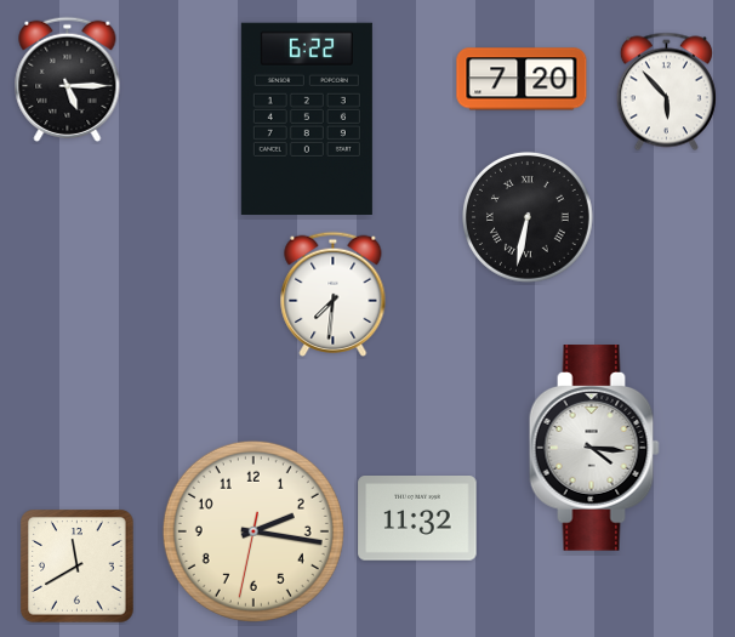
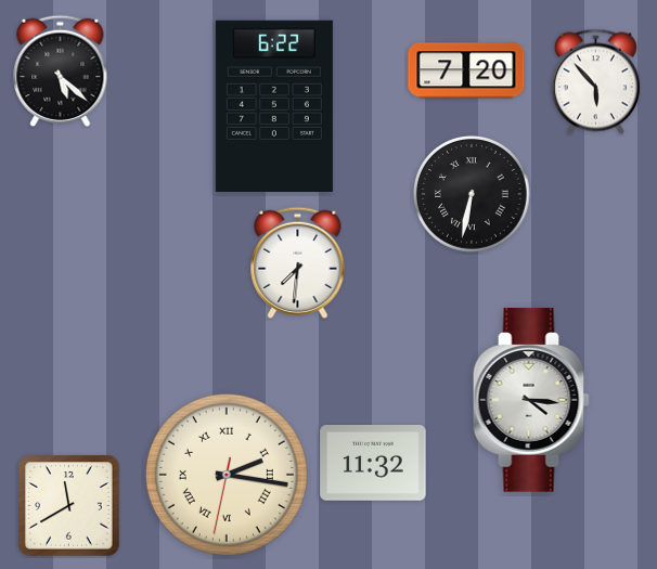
clock at (68, 79): 5:15 -> 5:22
clock at (253, 531) numerals: Arabic -> Roman
